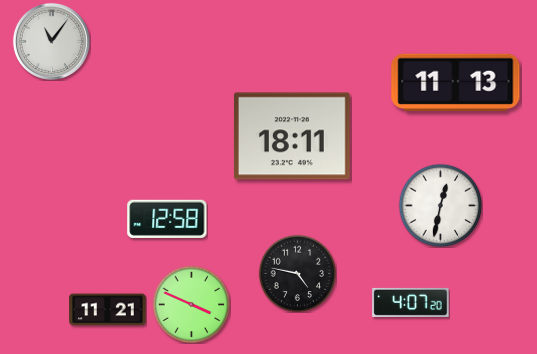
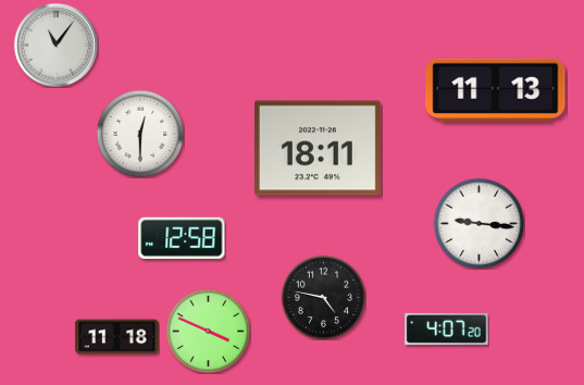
clock at (140, 134): none -> 12:30
clock at (440, 205): 12:32 -> 9:16
clock at (108, 310): 11:21 -> 11:18
